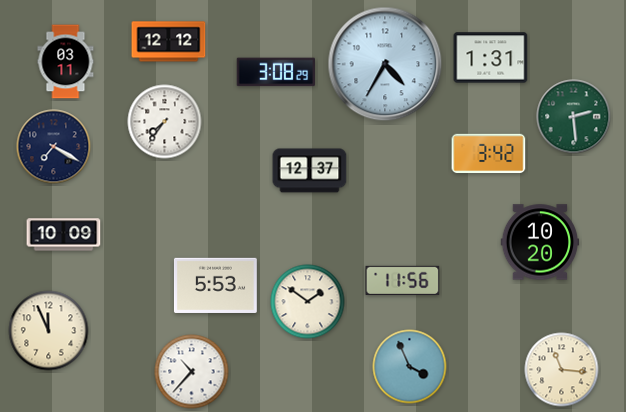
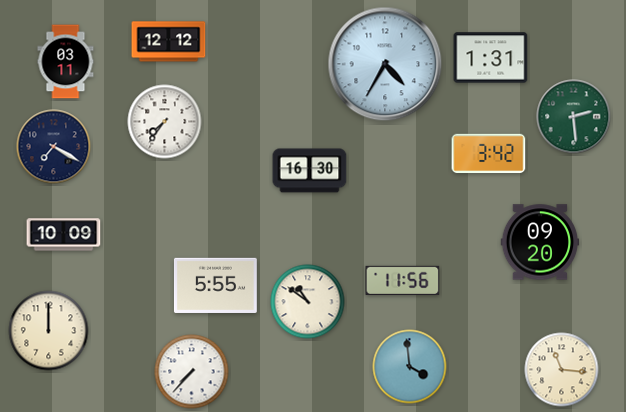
clock at (275, 72): 3:08 -> none
clock at (310, 171): 12:37 -> 16:30
clock at (540, 242): 10:20 -> 09:20
clock at (215, 285): 5:53 -> 5:55
clock at (308, 302): 1:51 -> 10:51
clock at (49, 331): 11:56 -> 12:00
clock at (410, 367): 3:56 -> 3:59
clock at (192, 372): 10:37 -> 7:37
